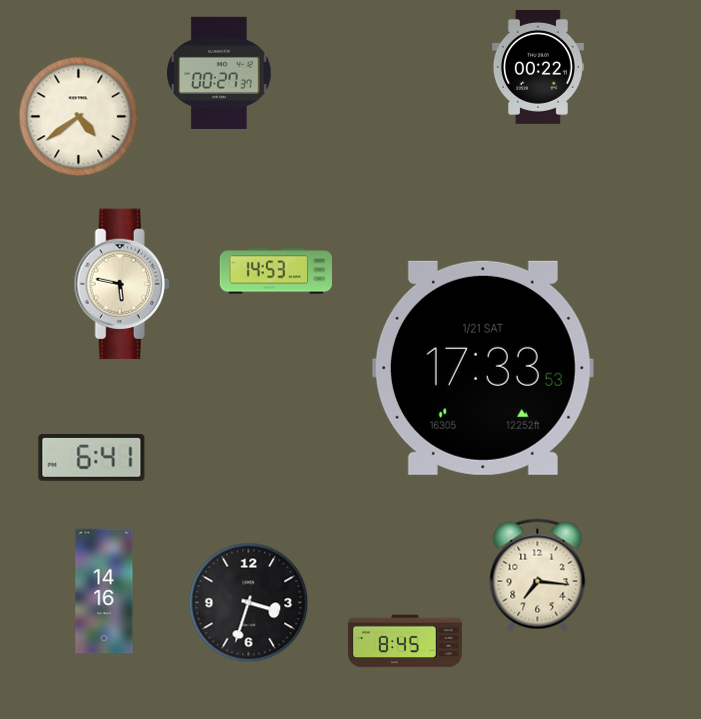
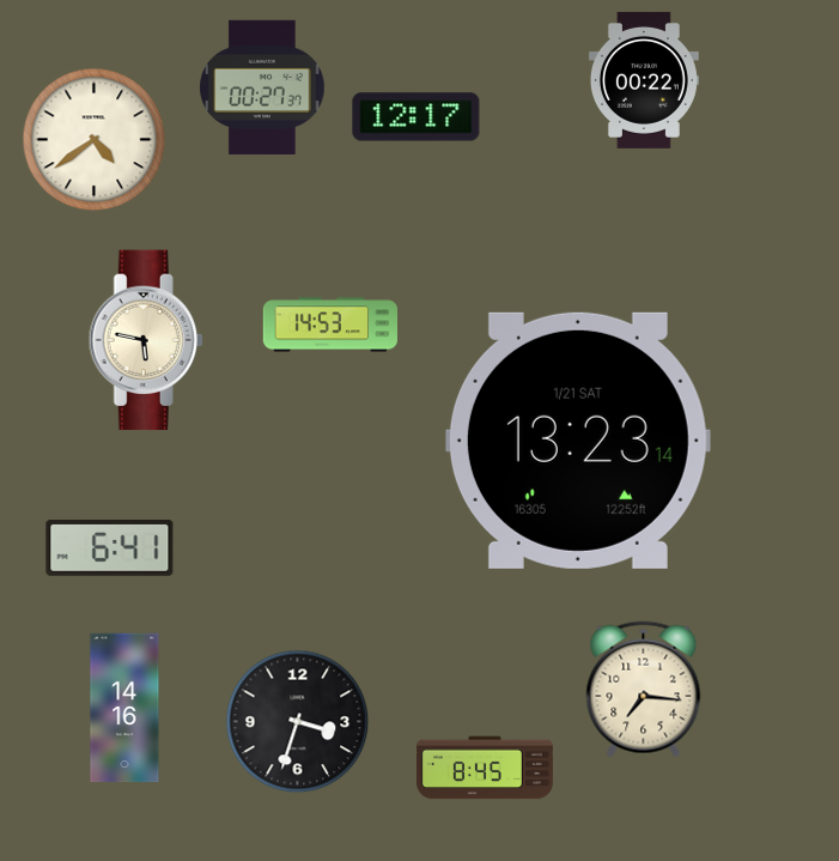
clock at (417, 117): none -> 12:17
clock at (483, 368): 17:33 -> 13:23
